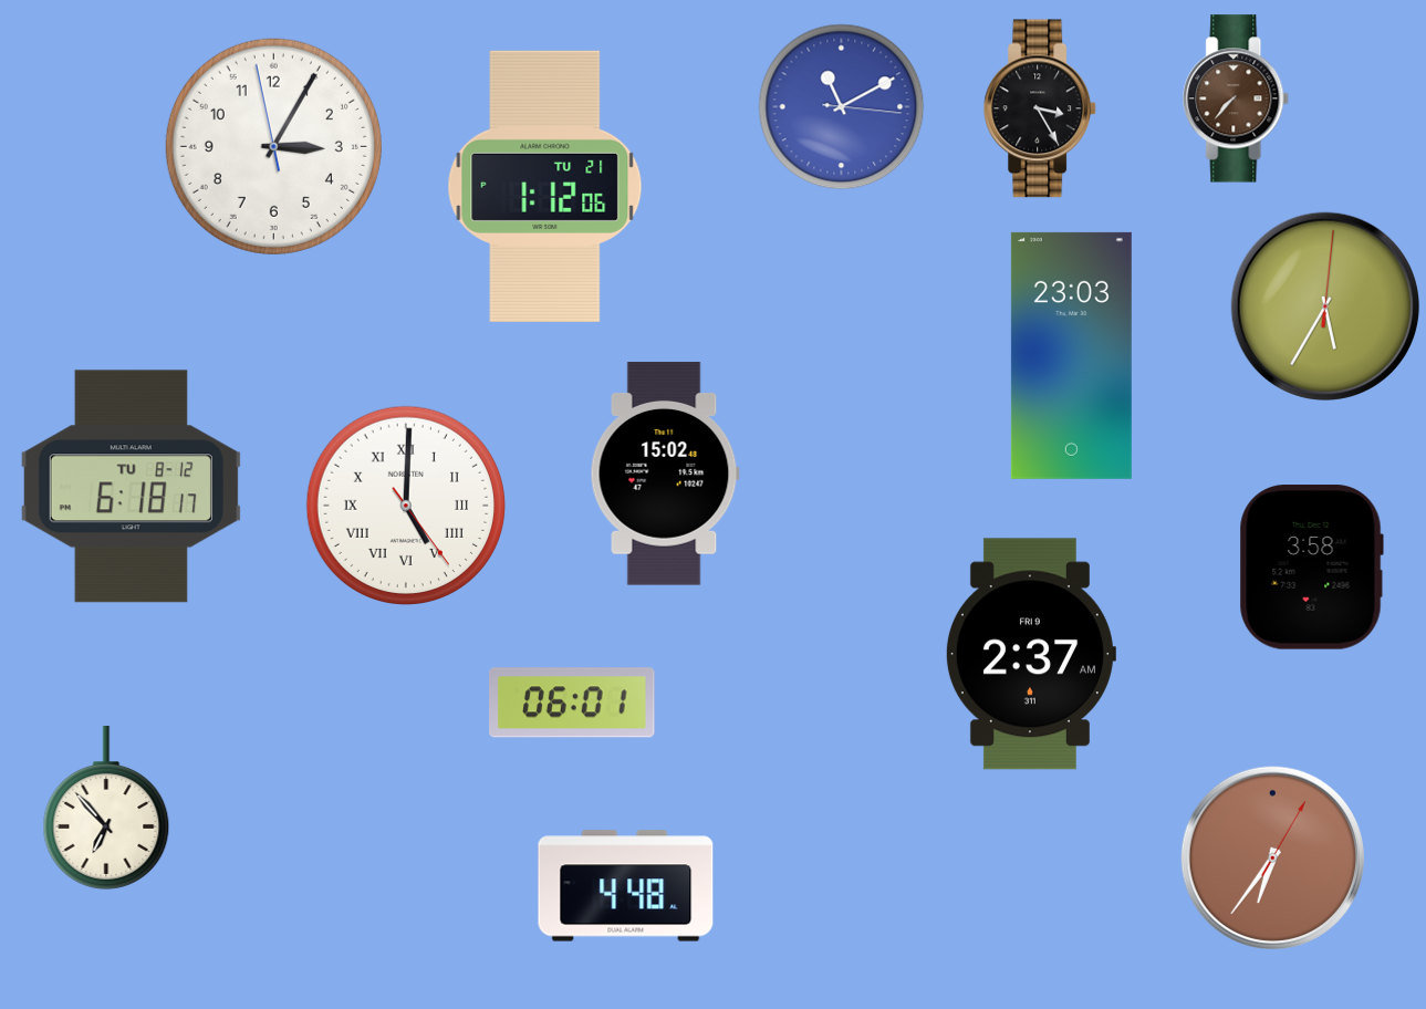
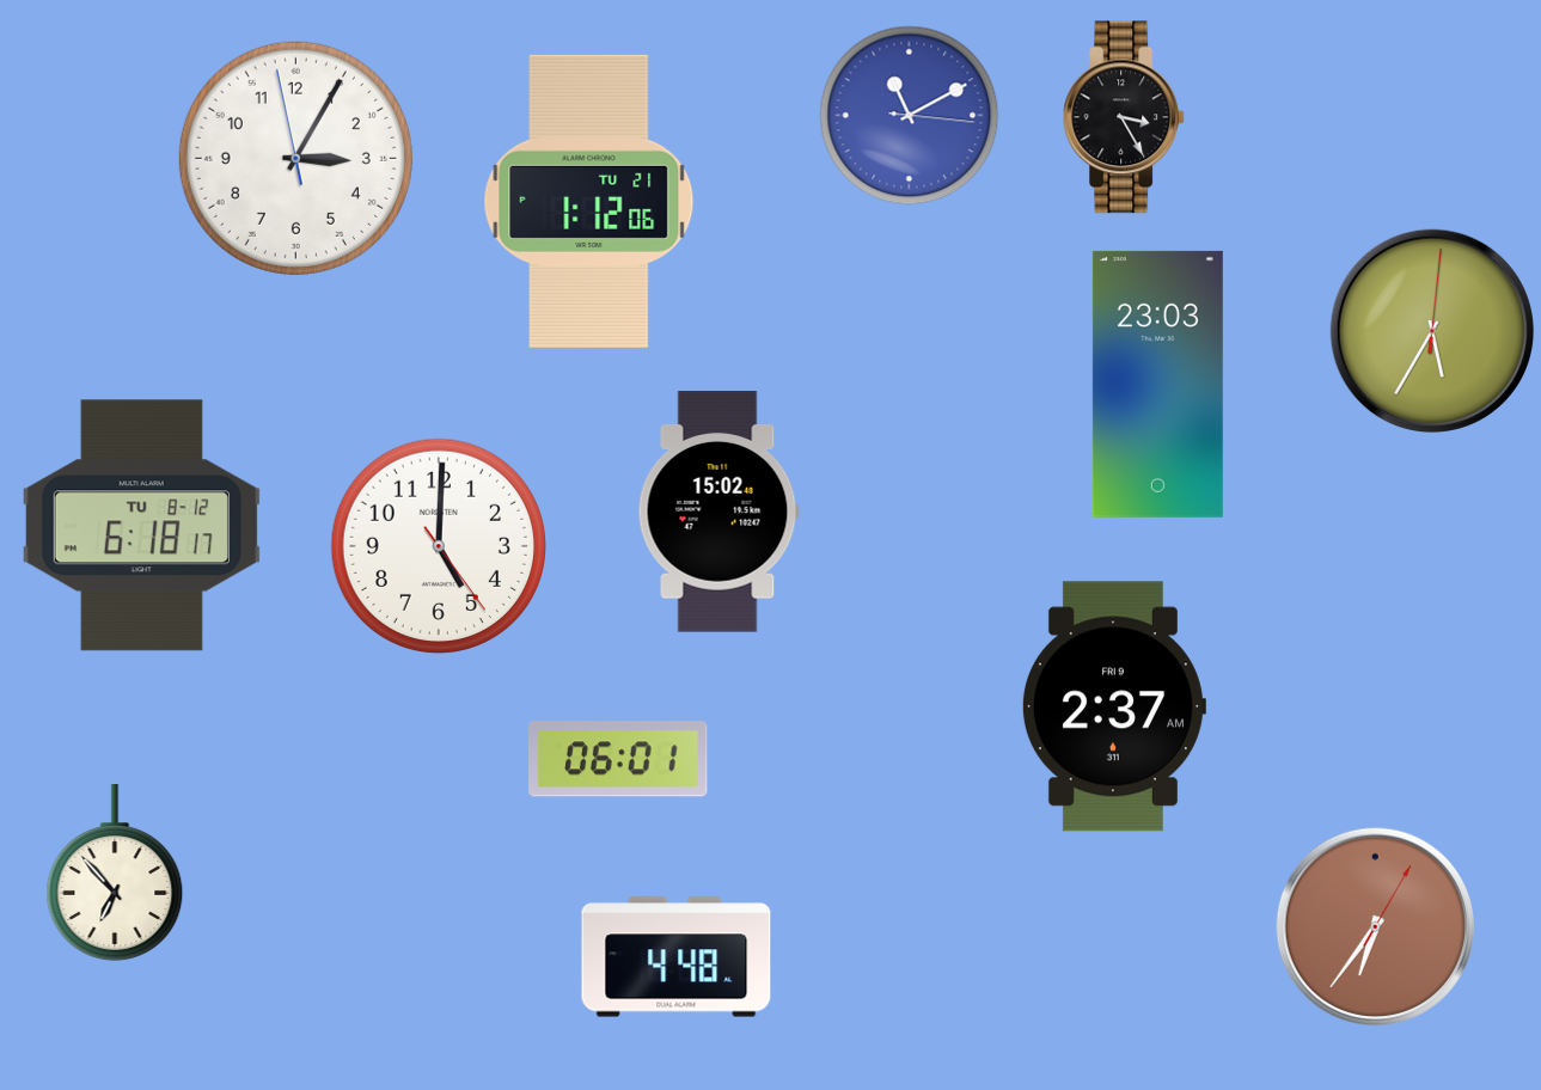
clock at (1237, 98): 7:37 -> none
clock at (405, 504) numerals: Roman -> Arabic
clock at (1311, 568): 3:58 -> none
